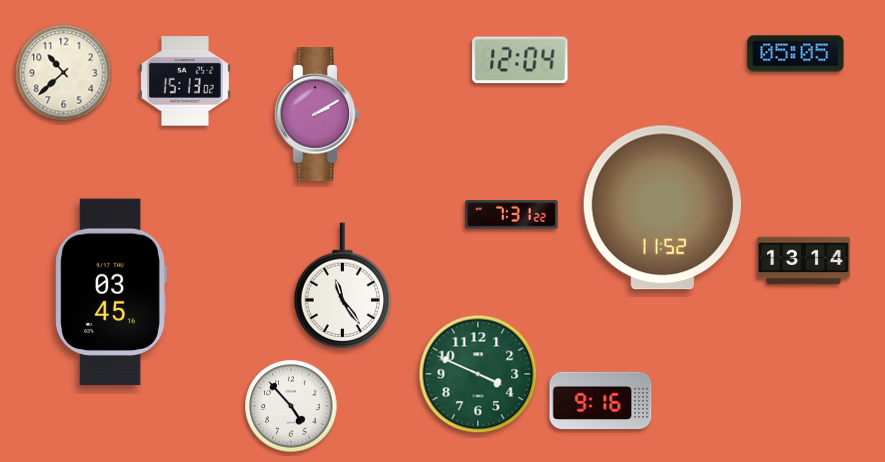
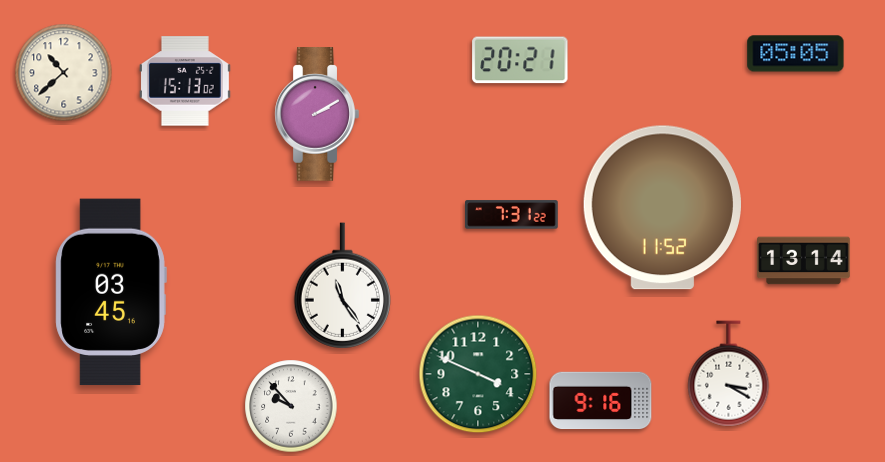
clock at (520, 60): 12:04 -> 20:21
clock at (729, 374): none -> 3:20
clock at (291, 406): 4:53 -> 9:53
